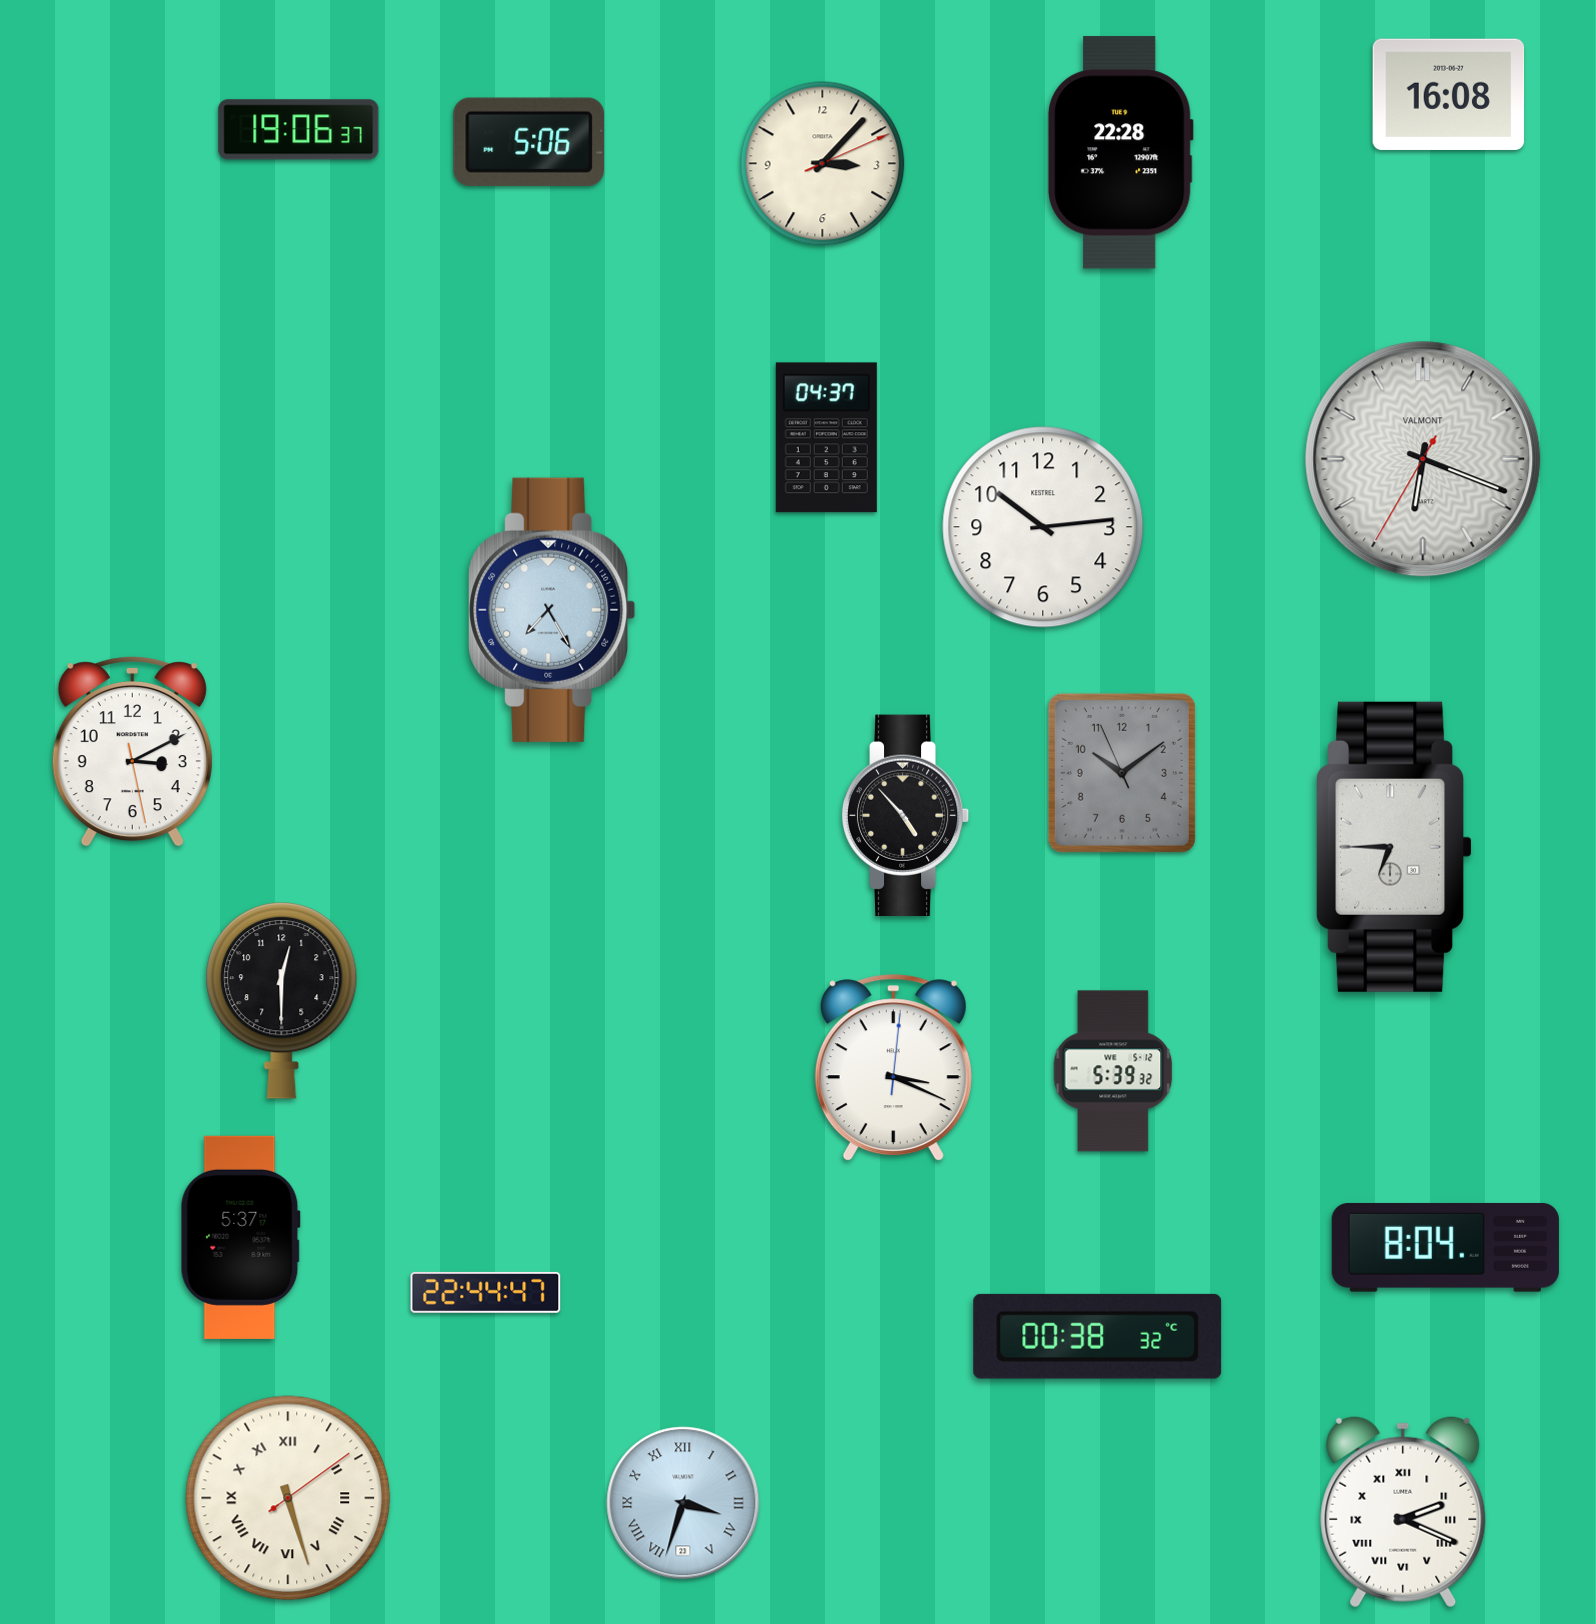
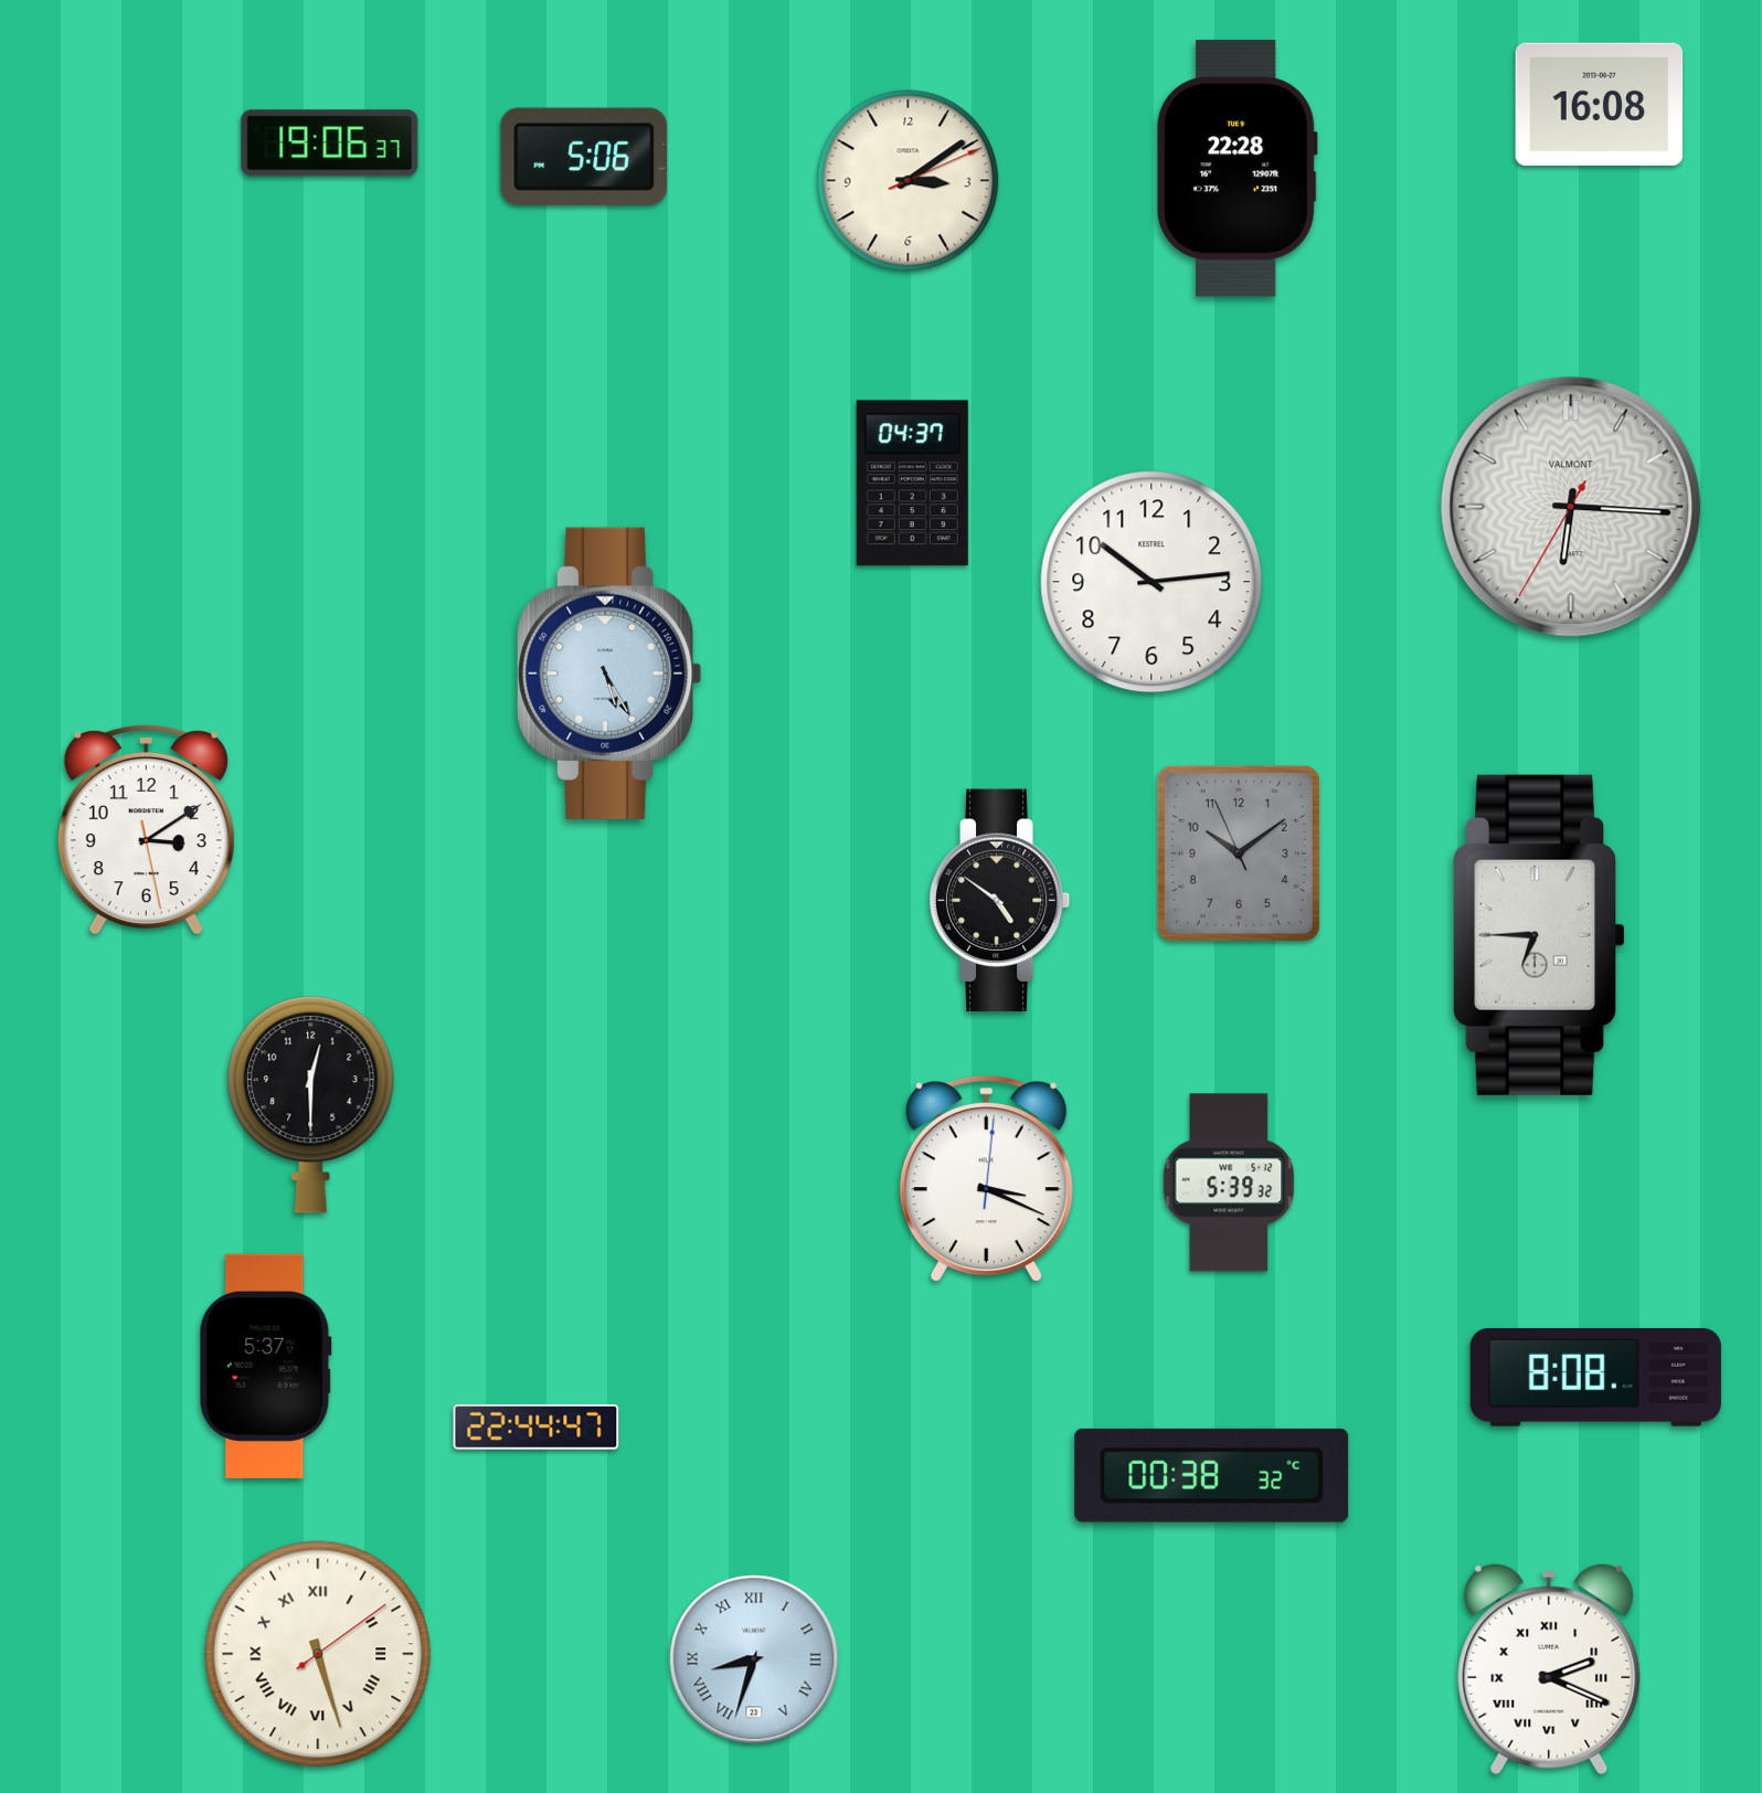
clock at (823, 164): 3:07 -> 3:09
clock at (1423, 459): 6:18 -> 6:15
clock at (552, 610): 7:25 -> 5:25
clock at (132, 752): 3:10 -> 3:09
clock at (906, 815): 4:53 -> 4:51
clock at (1445, 1247): 8:04 -> 8:08
clock at (683, 1503): 3:33 -> 8:33
